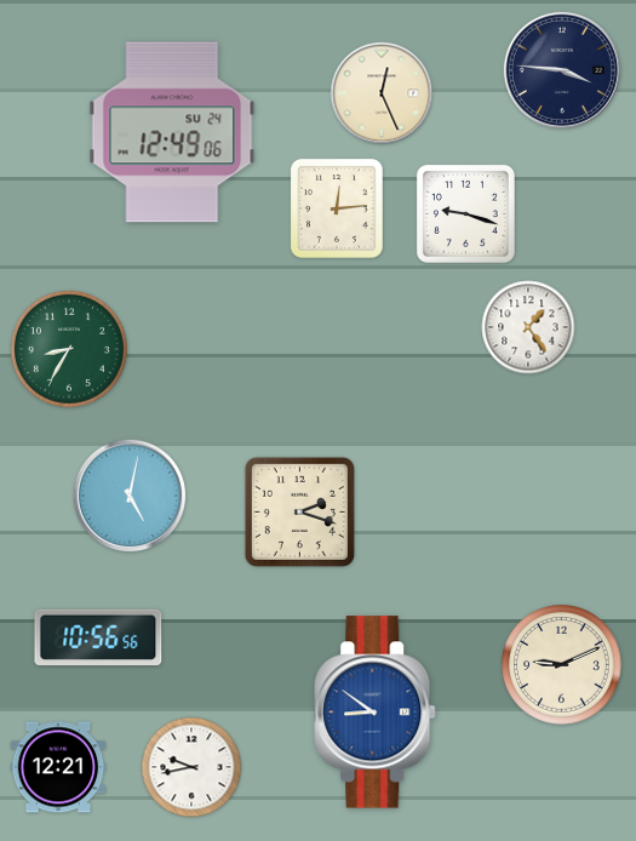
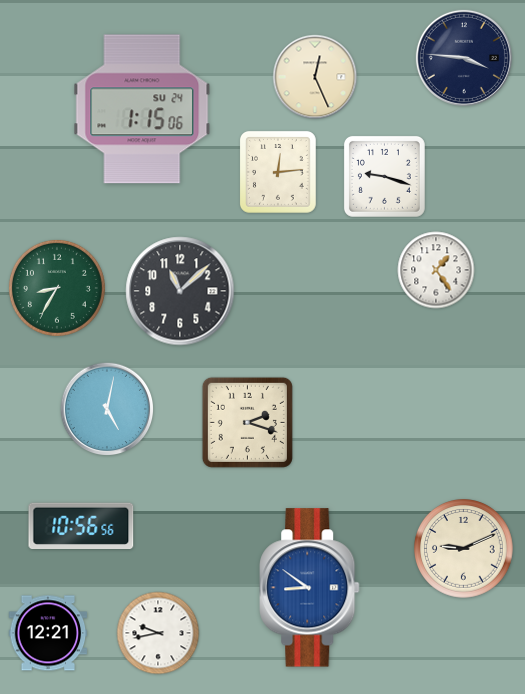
clock at (172, 132): 12:49 -> 1:15
clock at (180, 291): none -> 11:08
